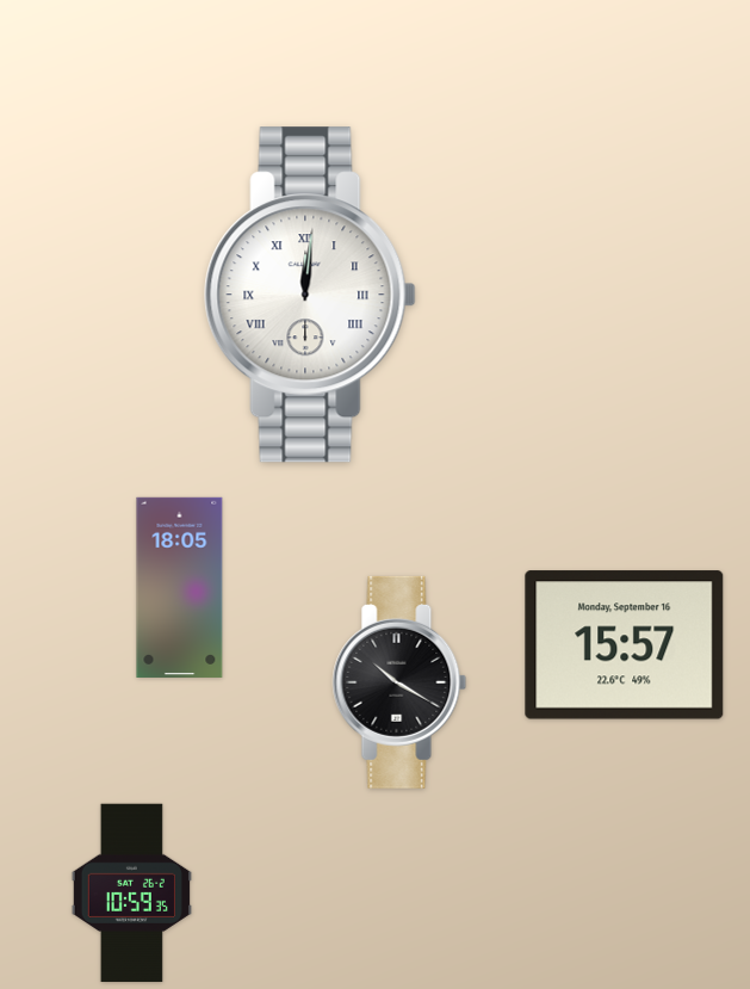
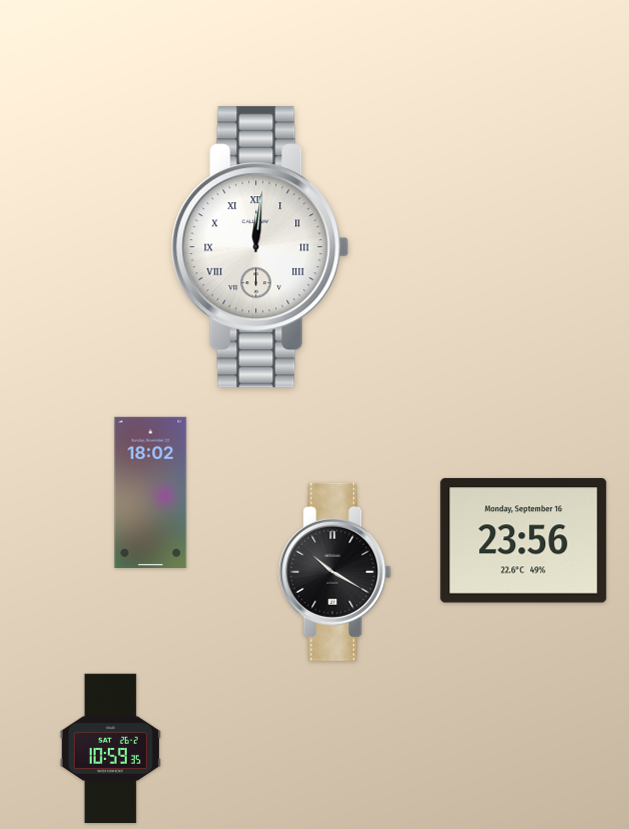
clock at (180, 587): 18:05 -> 18:02
clock at (625, 645): 15:57 -> 23:56
